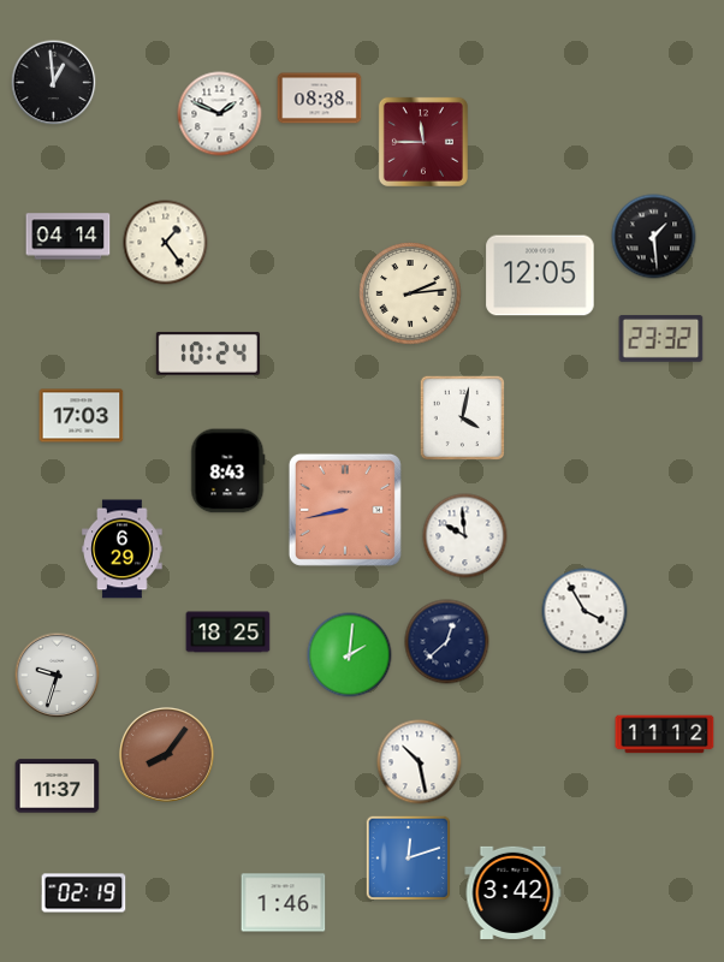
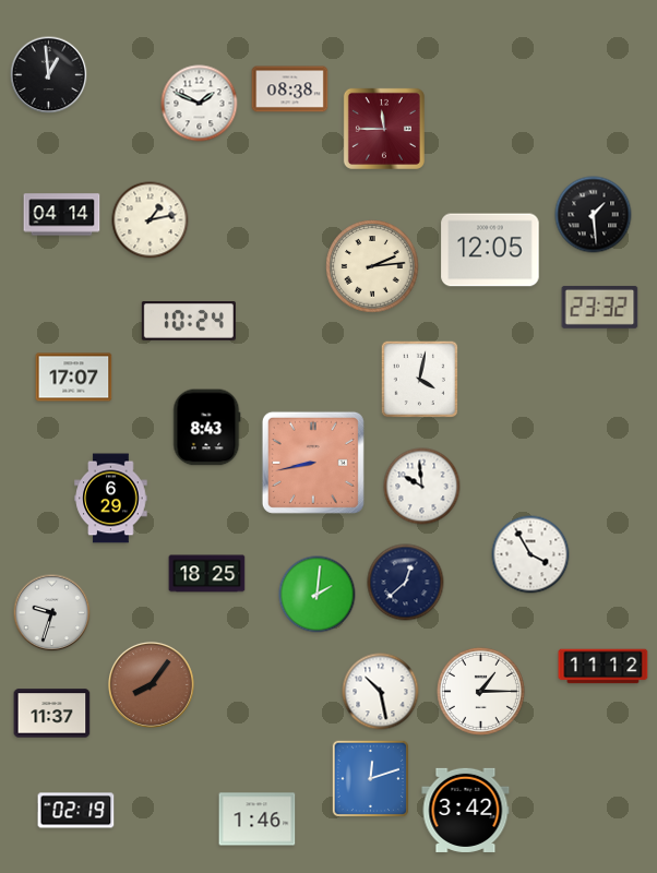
clock at (166, 243): 1:24 -> 1:13
clock at (82, 416): 17:03 -> 17:07
clock at (480, 691): none -> 1:15
